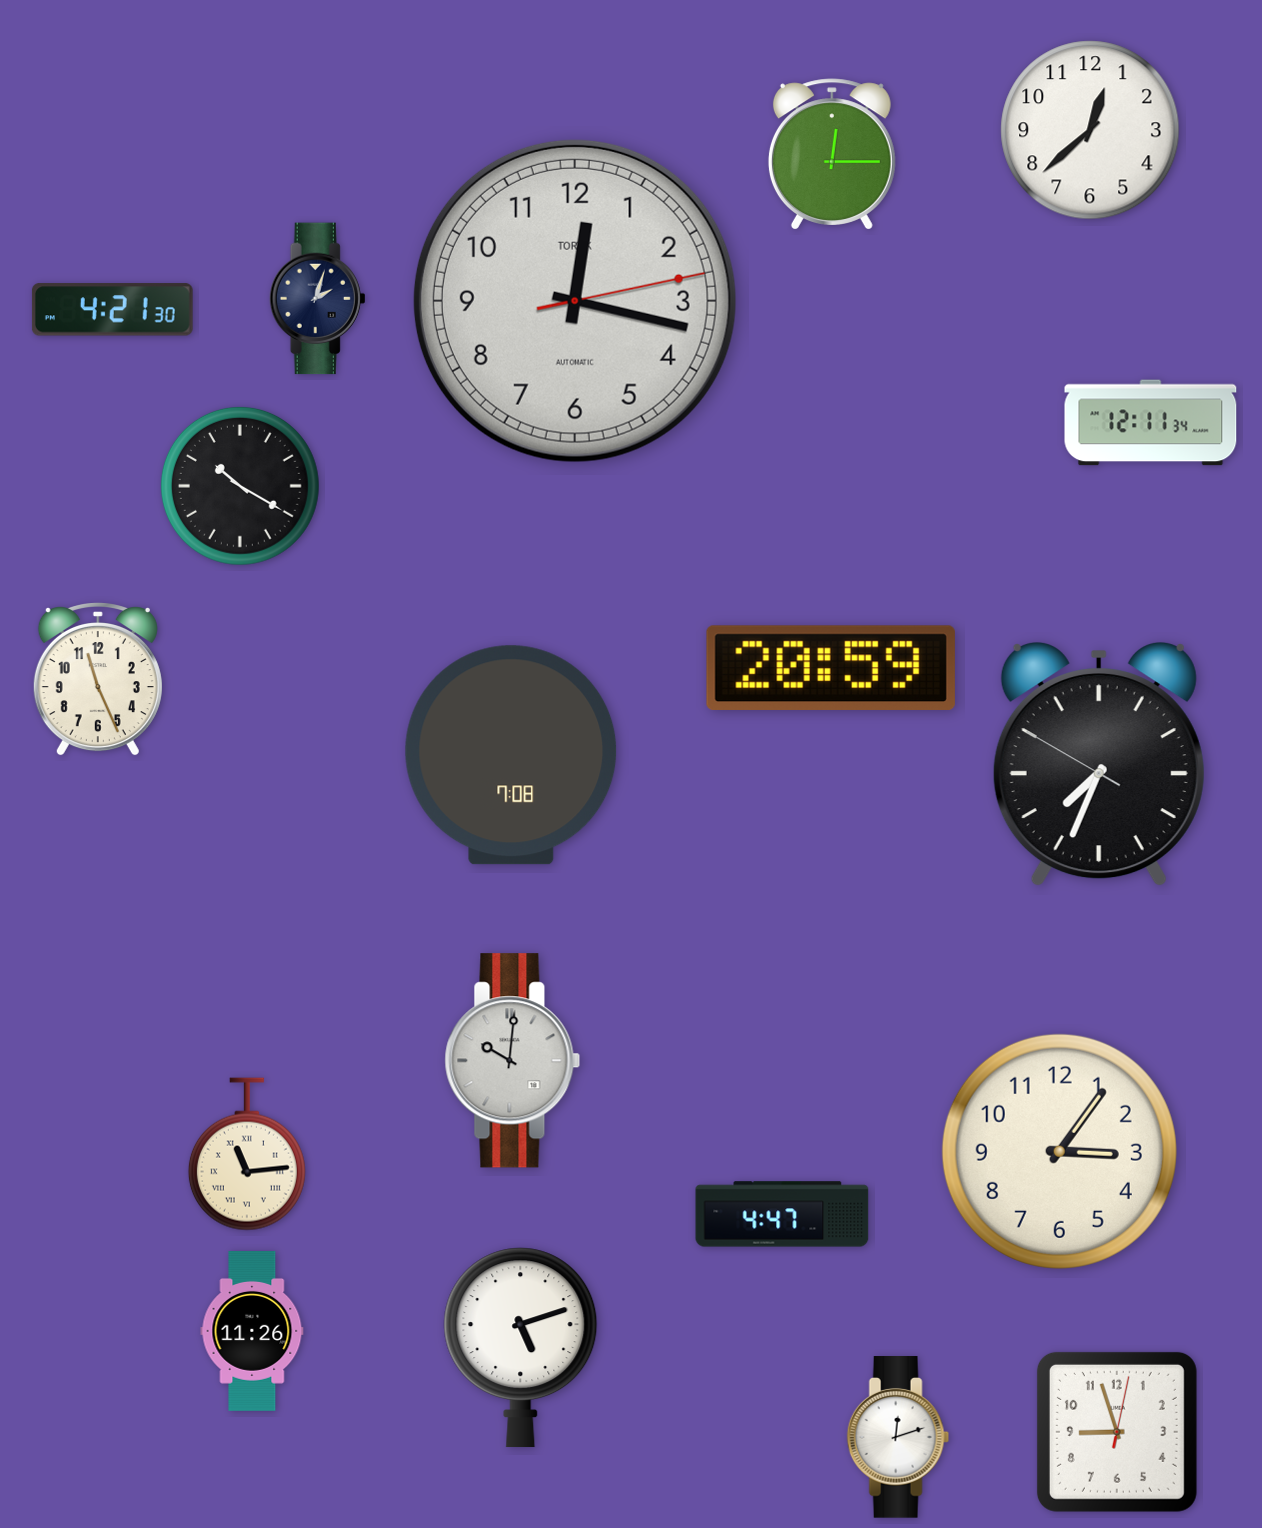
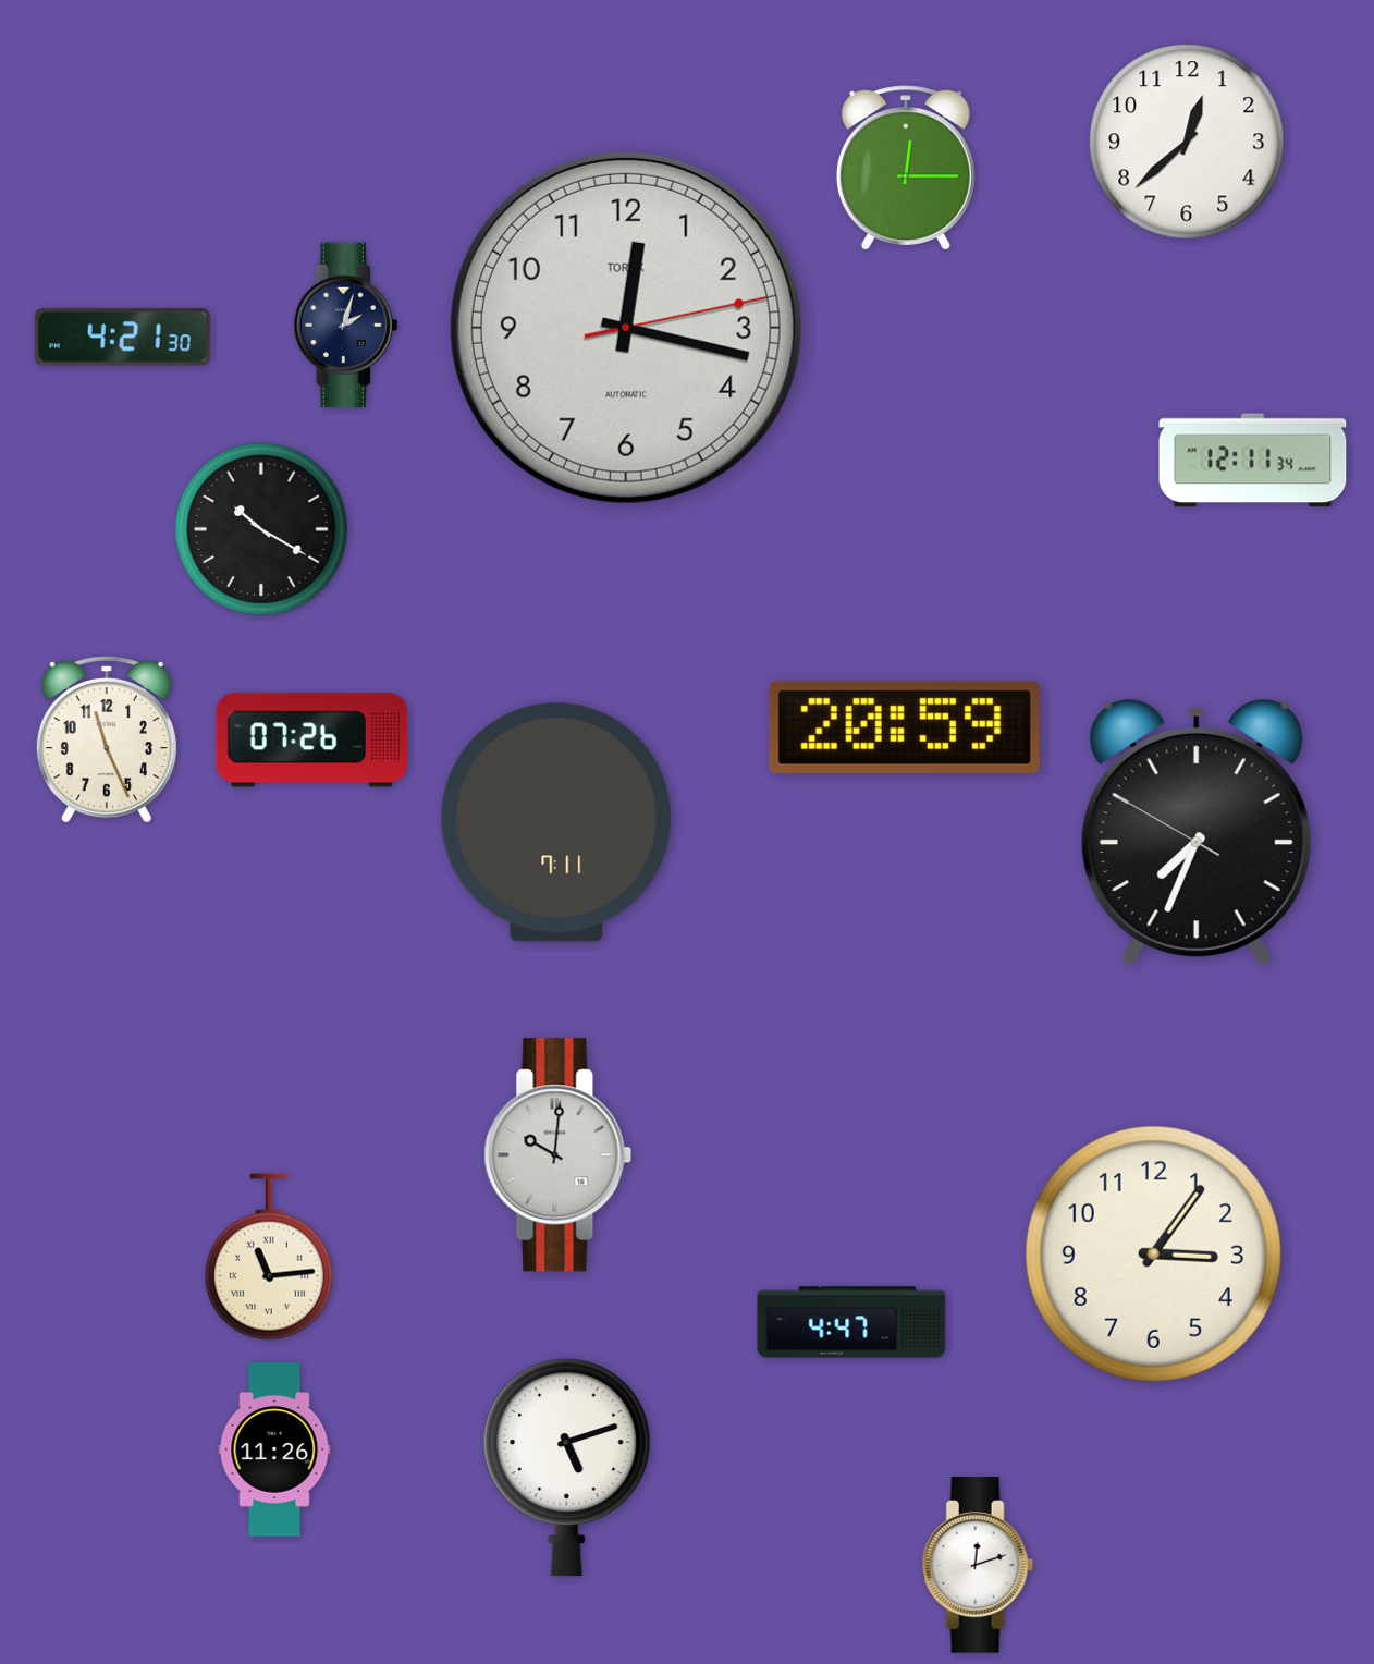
clock at (312, 741): none -> 07:26
clock at (511, 755): 7:08 -> 7:11
clock at (1117, 1432): 8:57 -> none
